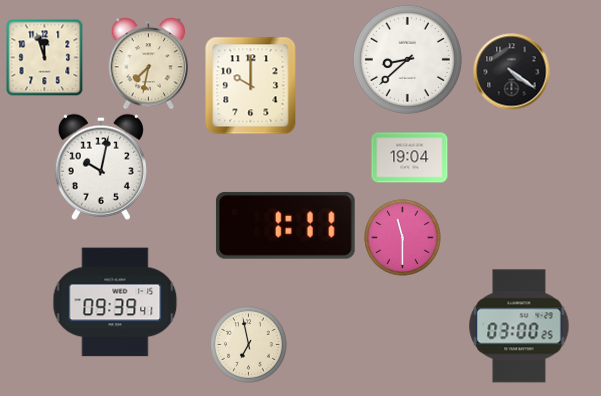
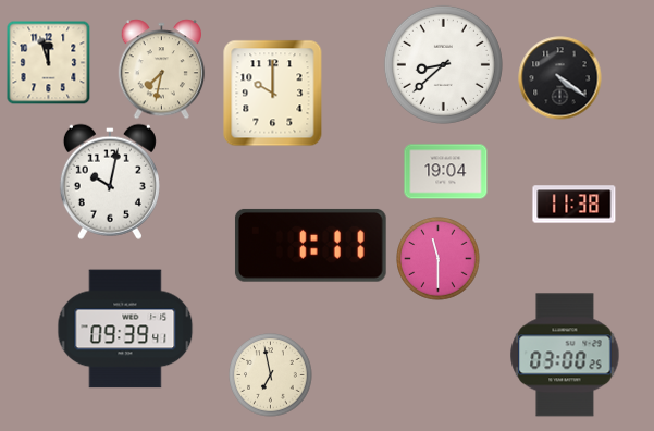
clock at (512, 72) position: (512, 72) -> (560, 78)
clock at (575, 205): none -> 11:38
